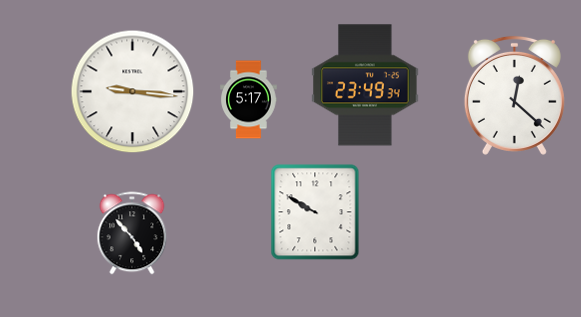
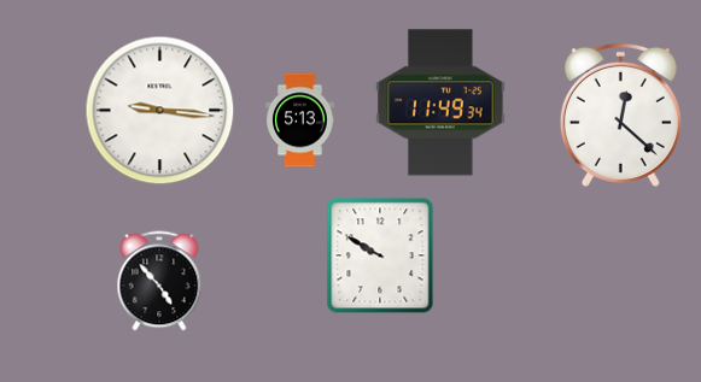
clock at (365, 85): 23:49 -> 11:49
clock at (249, 100): 5:17 -> 5:13
